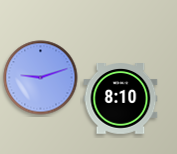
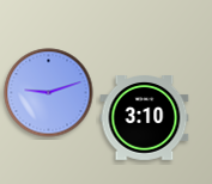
clock at (121, 99): 8:10 -> 3:10
